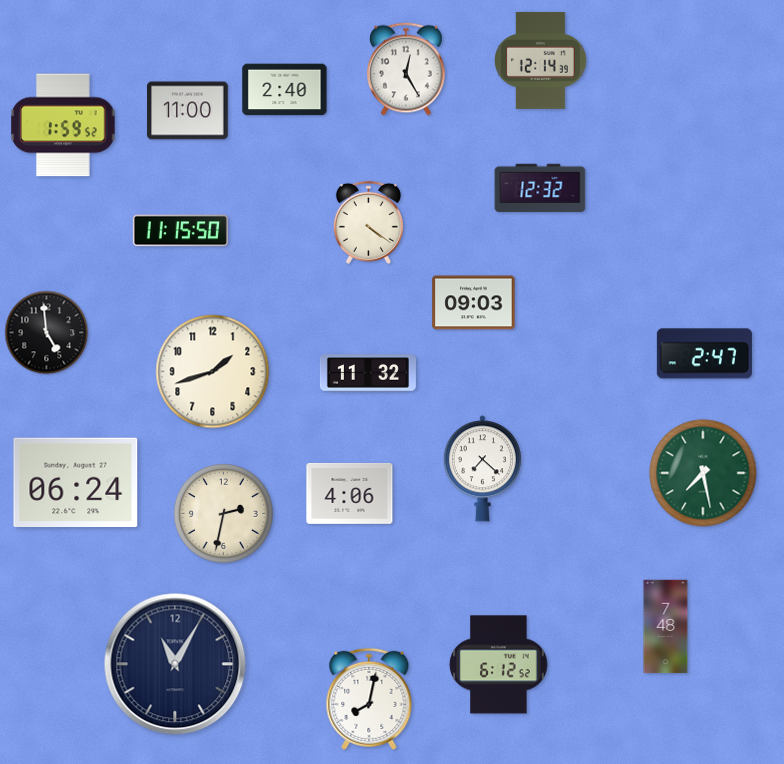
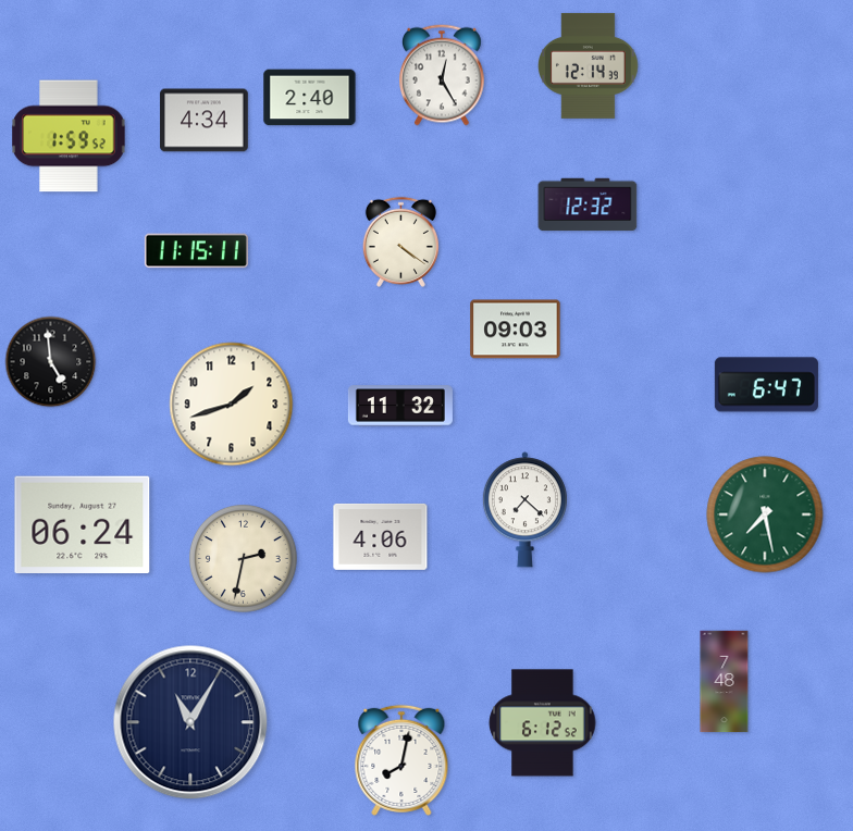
clock at (188, 111): 11:00 -> 4:34
clock at (180, 231): 11:15:50 -> 11:15:11
clock at (704, 354): 2:47 -> 6:47
